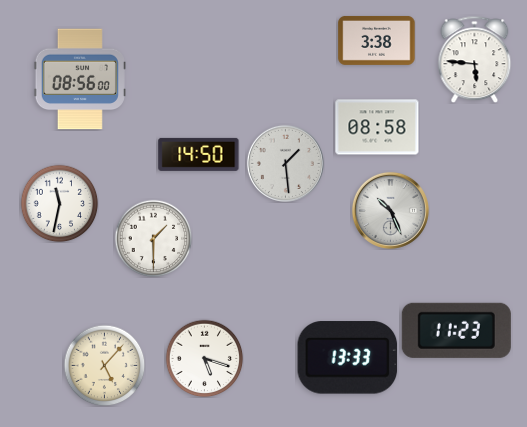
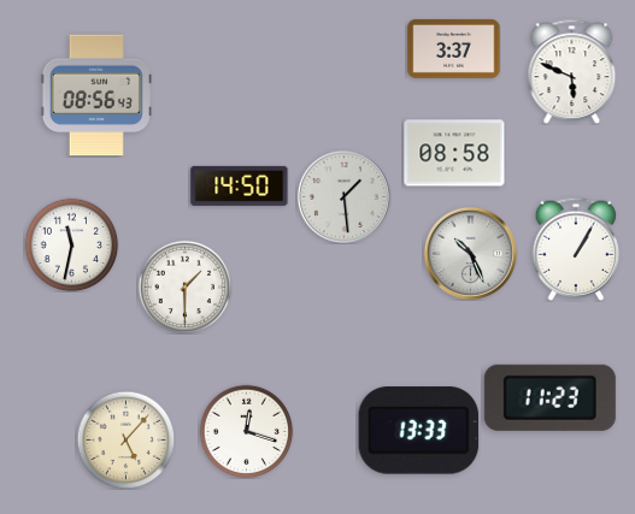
clock at (377, 40): 3:38 -> 3:37
clock at (475, 59): 5:46 -> 5:49
clock at (80, 79): 08:56:00 -> 08:56:43
clock at (576, 249): none -> 1:05
clock at (204, 358): 5:18 -> 12:18
